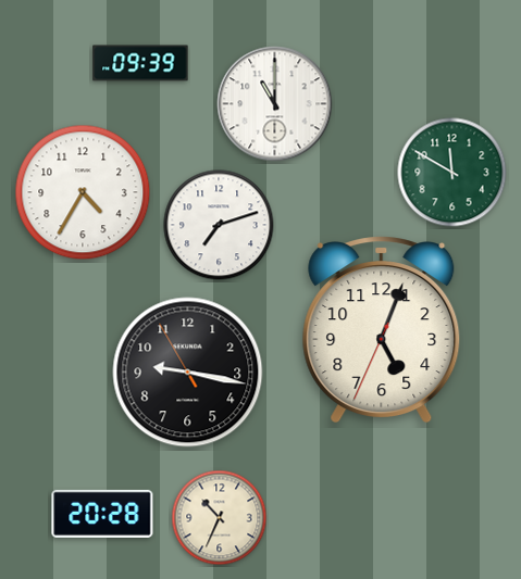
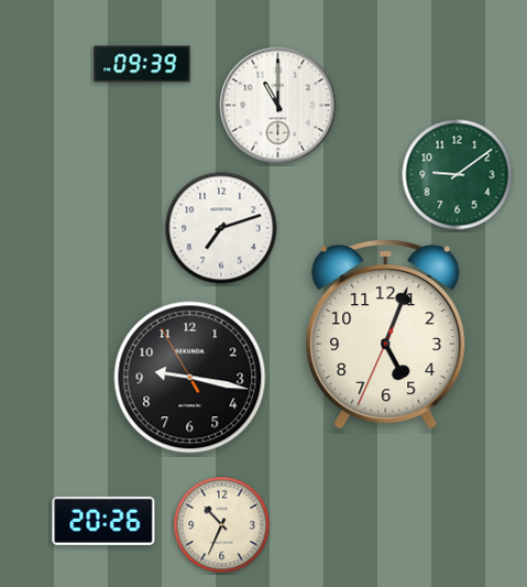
clock at (452, 173): 11:50 -> 9:09
clock at (83, 192): 4:35 -> none
clock at (102, 514): 20:28 -> 20:26
